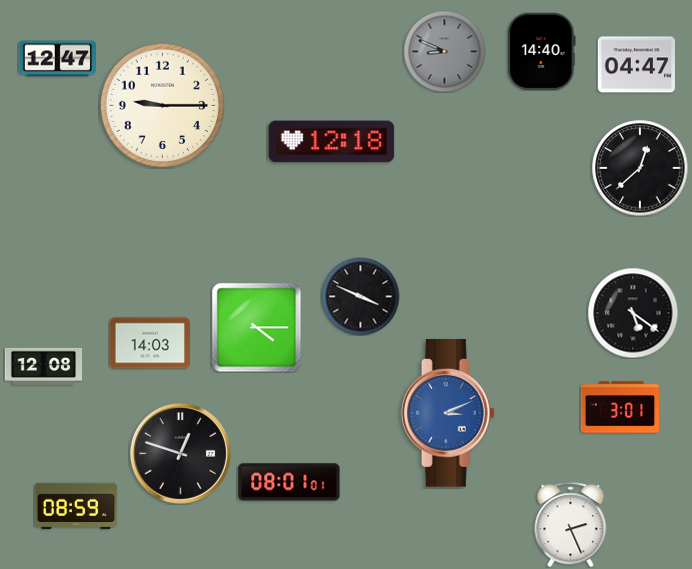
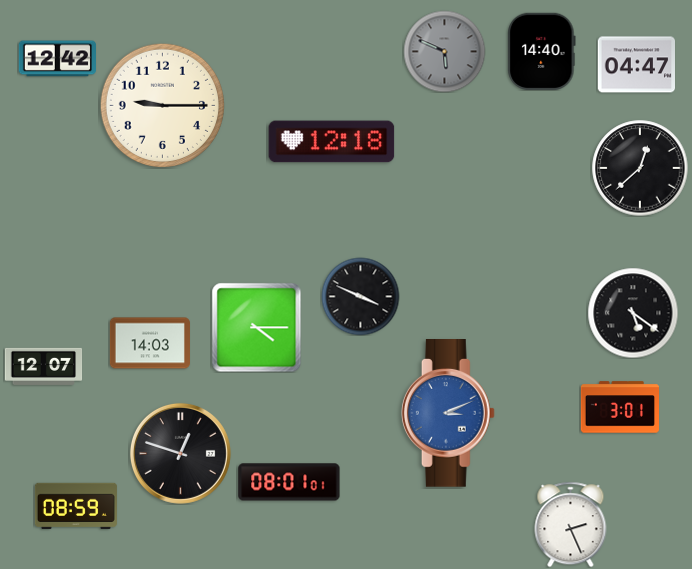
clock at (444, 51): 8:49 -> 5:49
clock at (57, 59): 12:47 -> 12:42
clock at (43, 366): 12:08 -> 12:07
